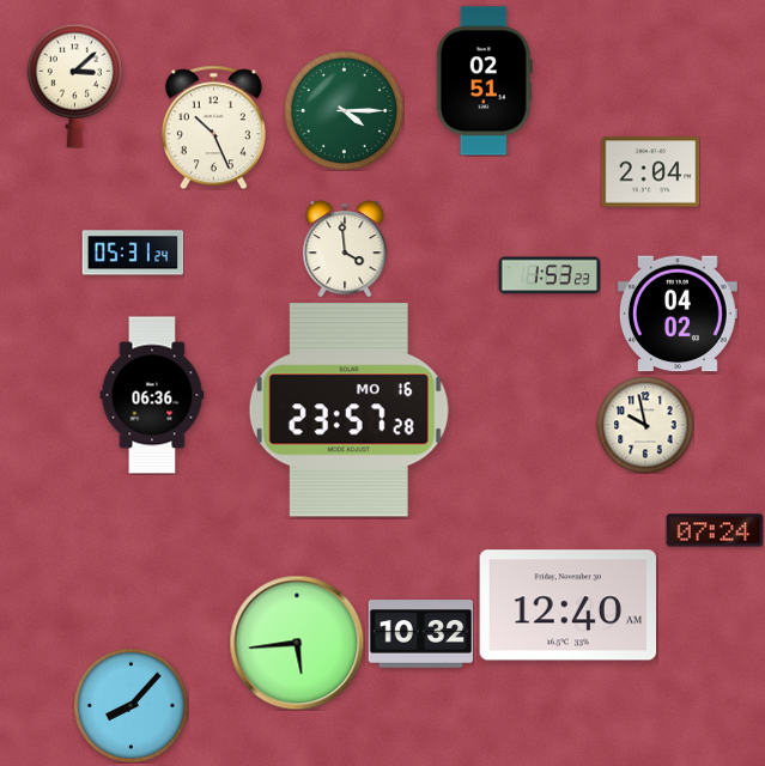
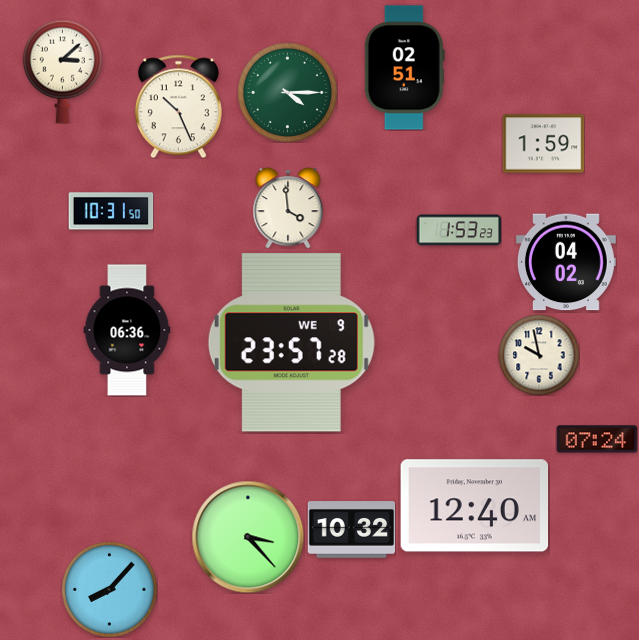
clock at (650, 172): 2:04 -> 1:59
clock at (133, 253): 05:31 -> 10:31
clock at (348, 411) date: MO 16 -> WE 9
clock at (715, 530) position: (715, 530) -> (597, 439)
clock at (297, 643): 5:44 -> 3:23
